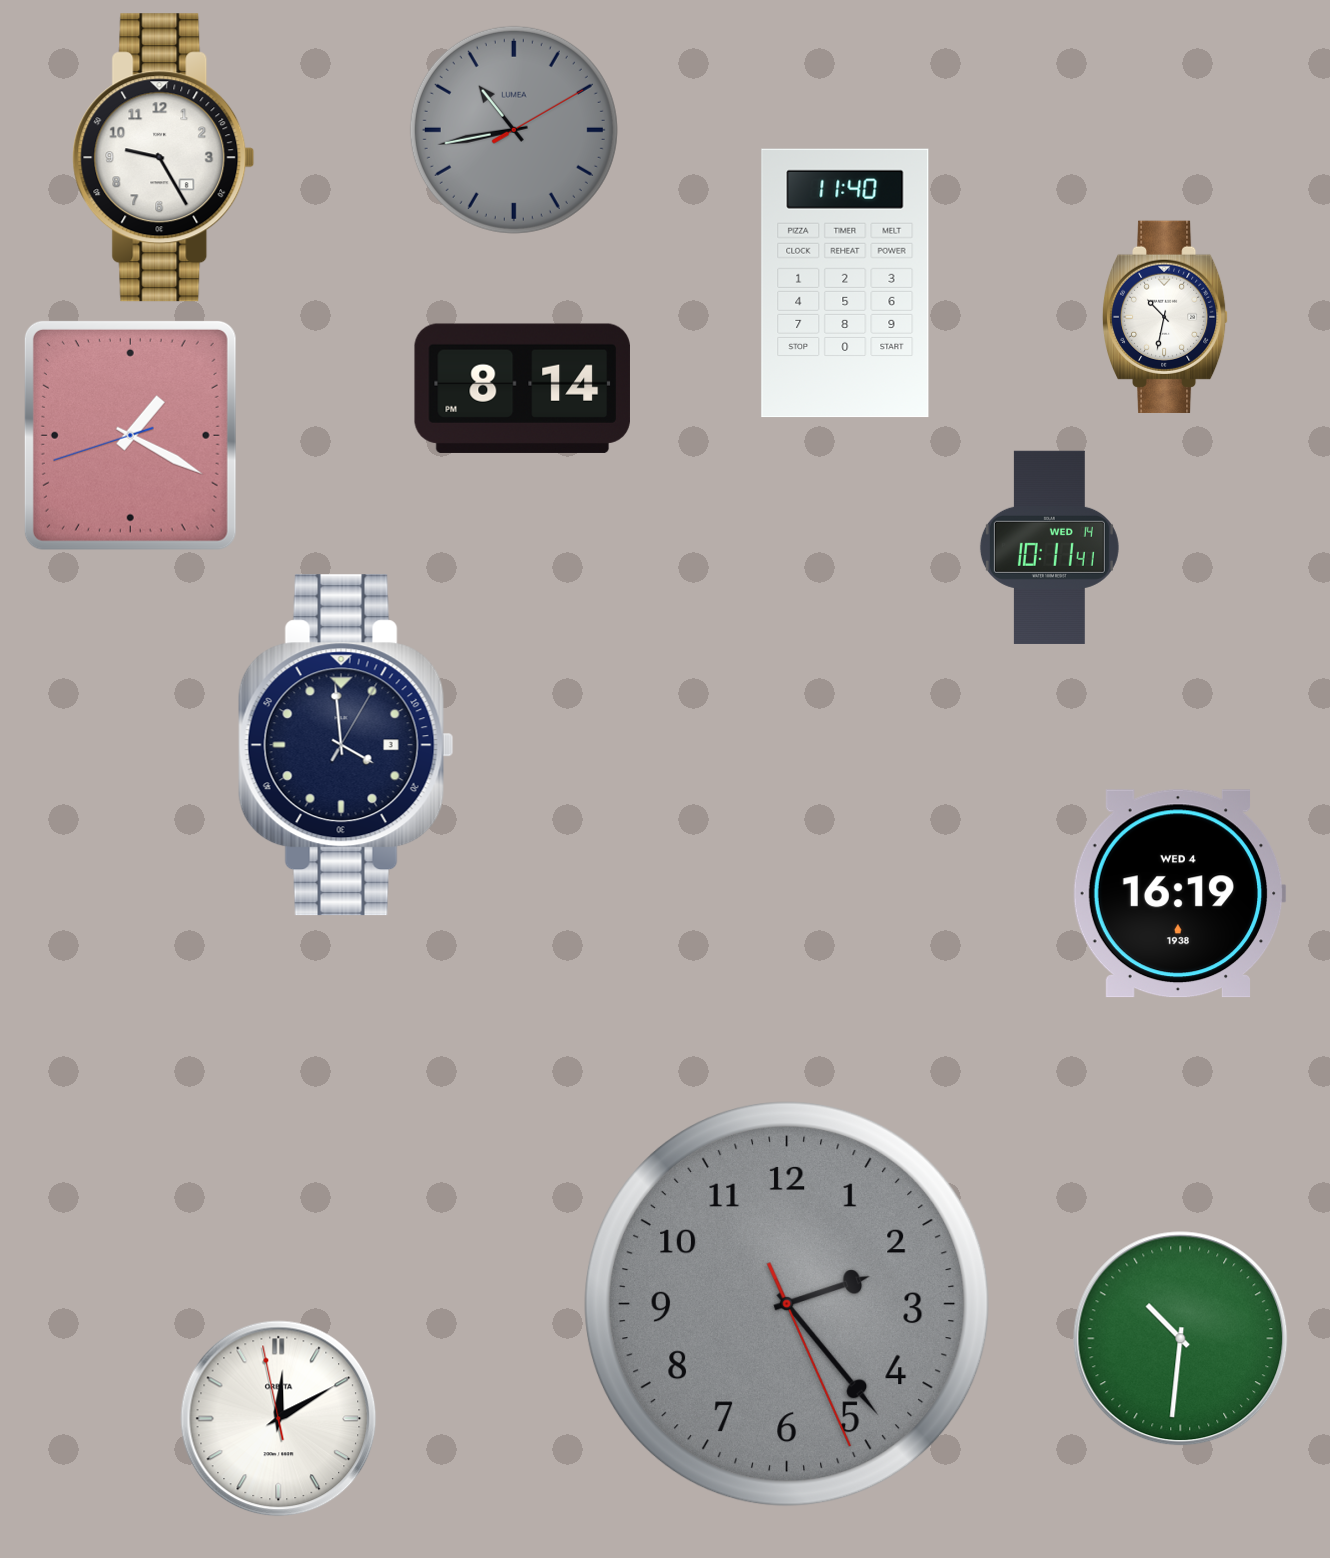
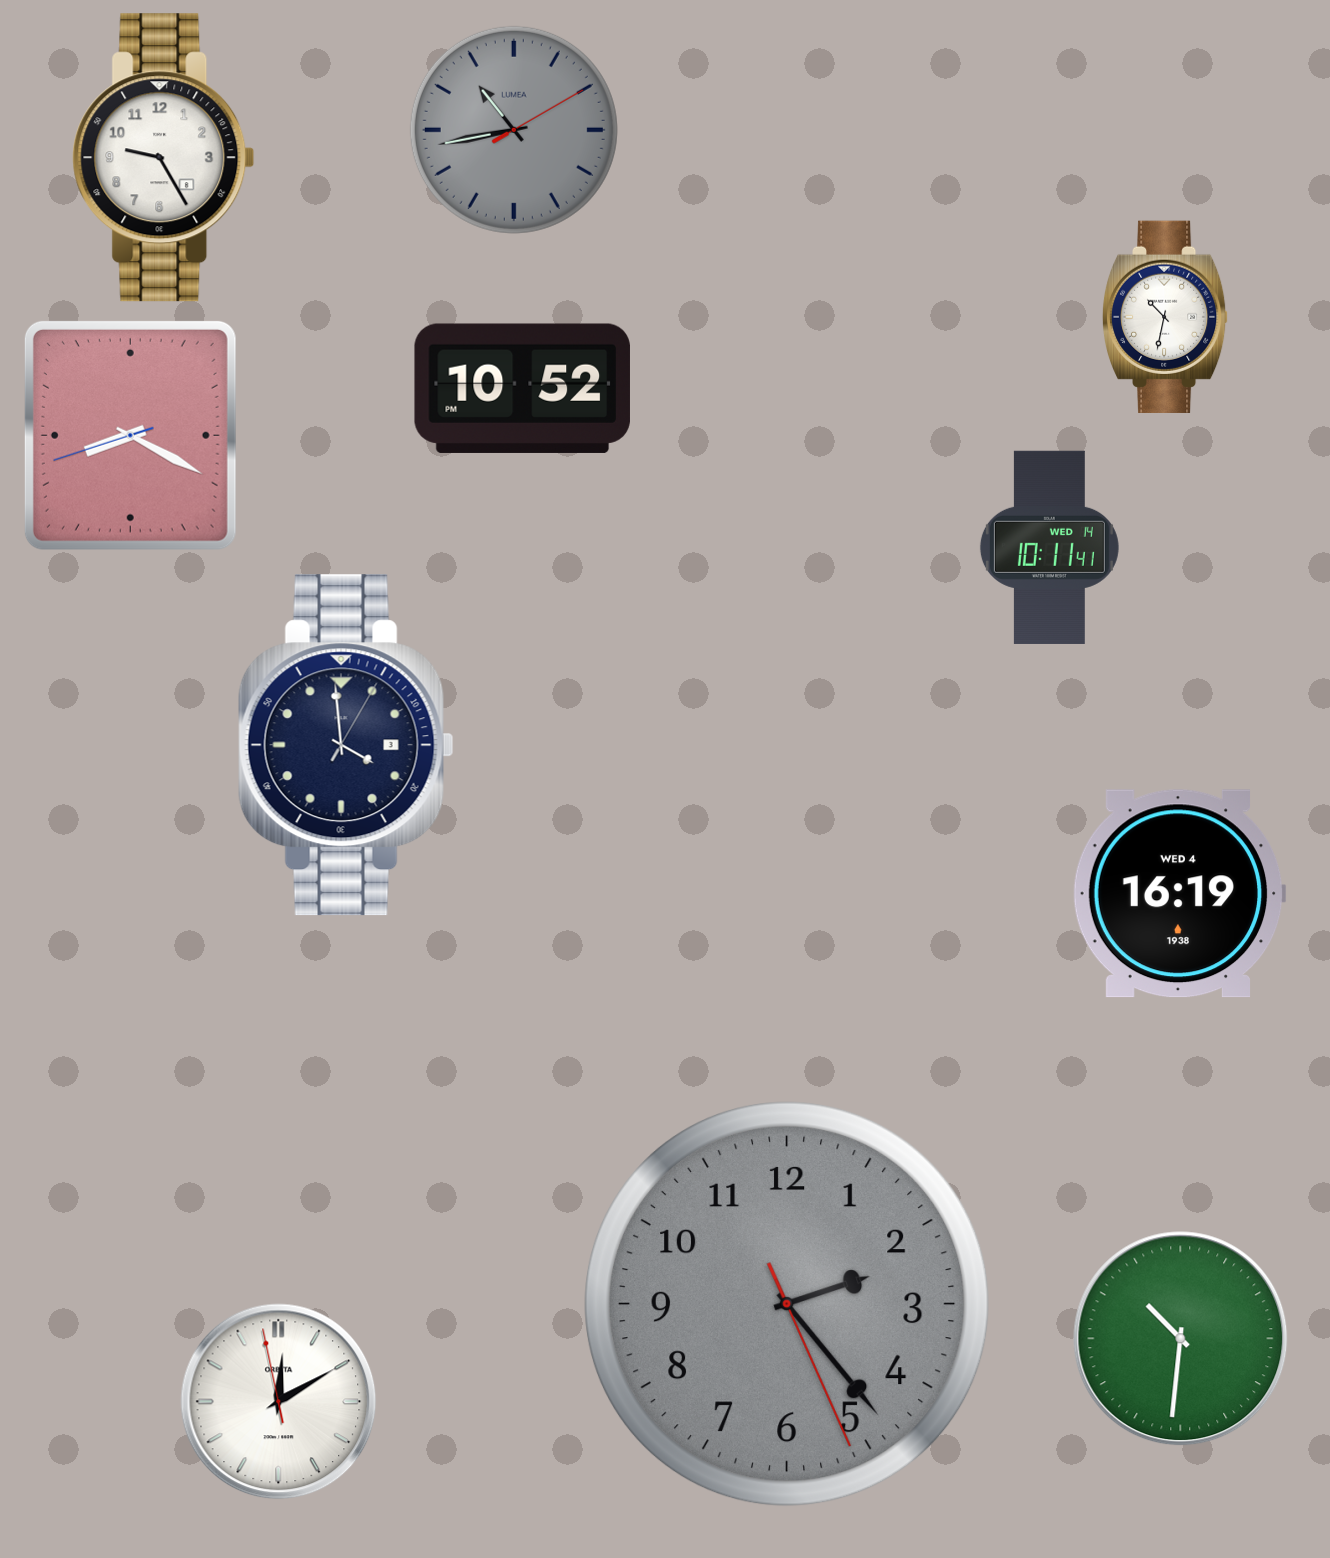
clock at (845, 283): 11:40 -> none
clock at (522, 388): 8:14 -> 10:52
clock at (130, 435): 1:19 -> 8:19
clock at (279, 1419) position: (279, 1419) -> (279, 1402)
